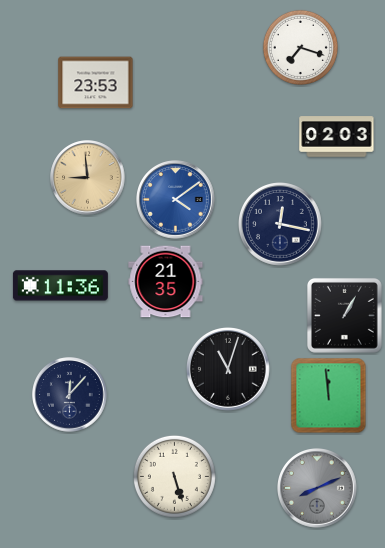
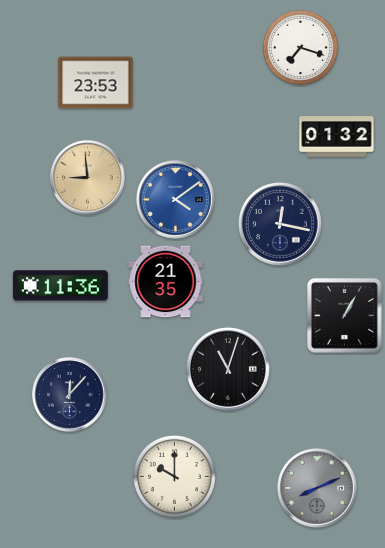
clock at (337, 137): 02:03 -> 01:32
clock at (329, 396): 11:59 -> none
clock at (174, 476): 5:27 -> 10:00
